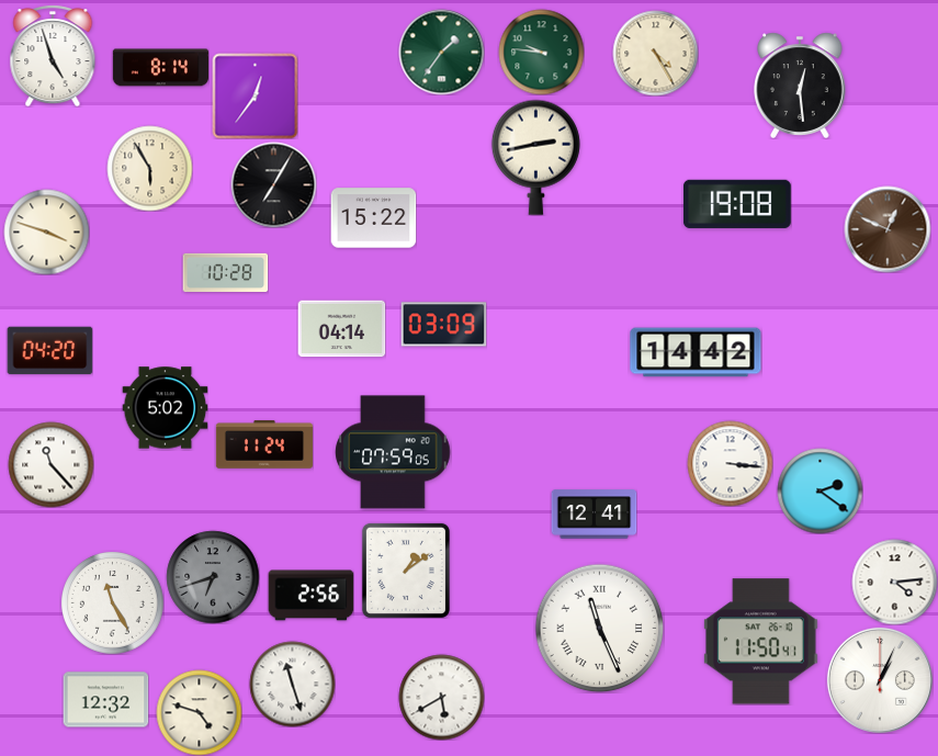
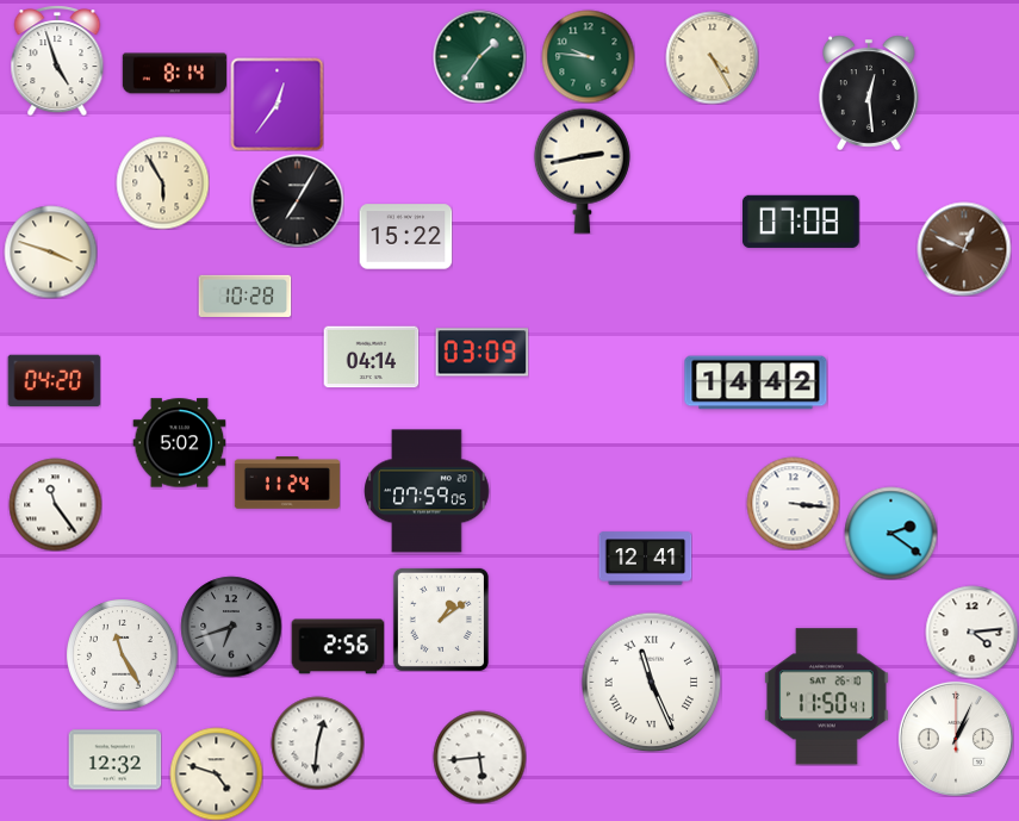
clock at (737, 204): 19:08 -> 07:08
clock at (50, 464): 11:23 -> 11:24
clock at (292, 684): 11:27 -> 12:31
clock at (441, 697): 5:40 -> 5:44
